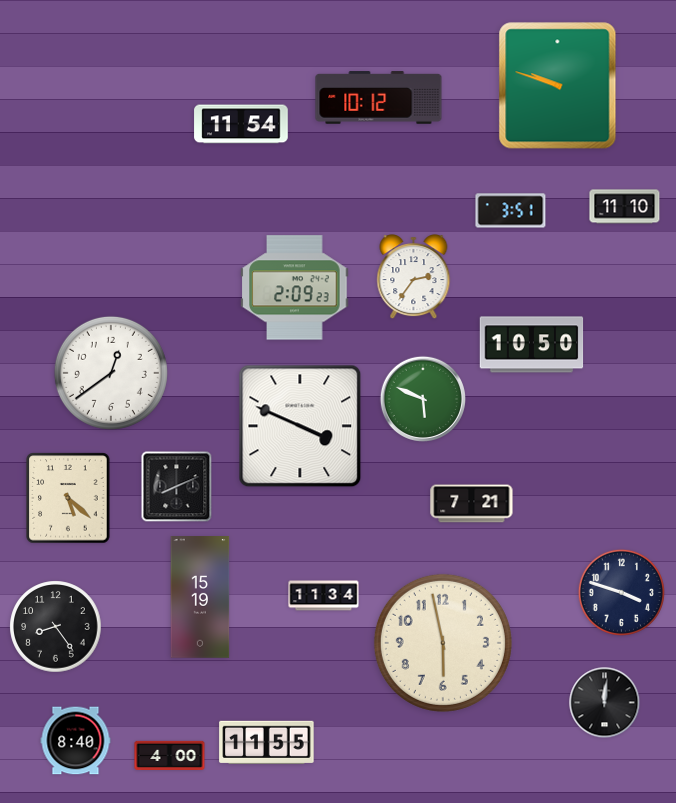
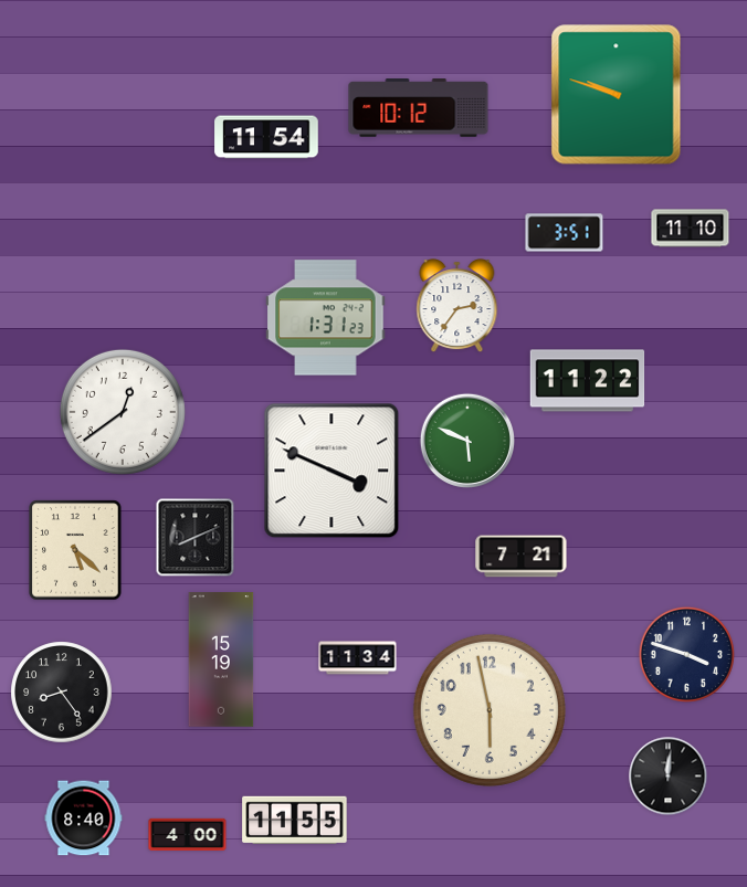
clock at (295, 288): 2:09 -> 1:31
clock at (532, 345): 10:50 -> 11:22
